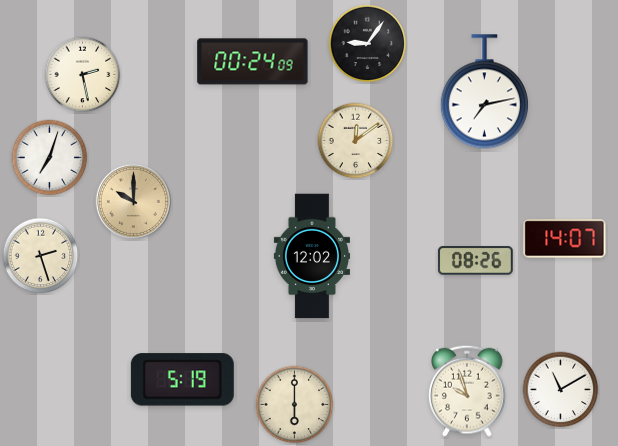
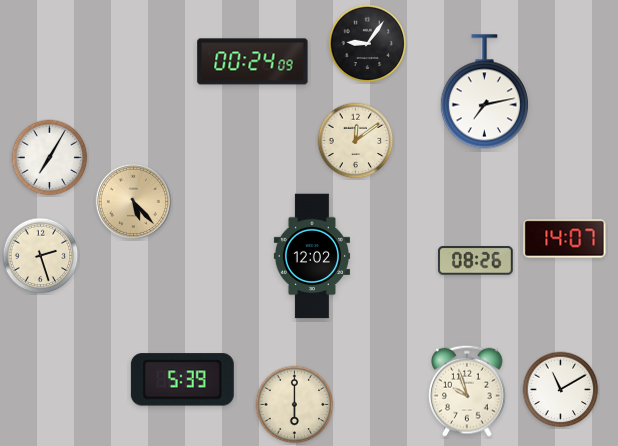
clock at (83, 75): 2:28 -> none
clock at (50, 158): 7:03 -> 7:05
clock at (133, 201): 10:00 -> 5:23
clock at (182, 380): 5:19 -> 5:39
